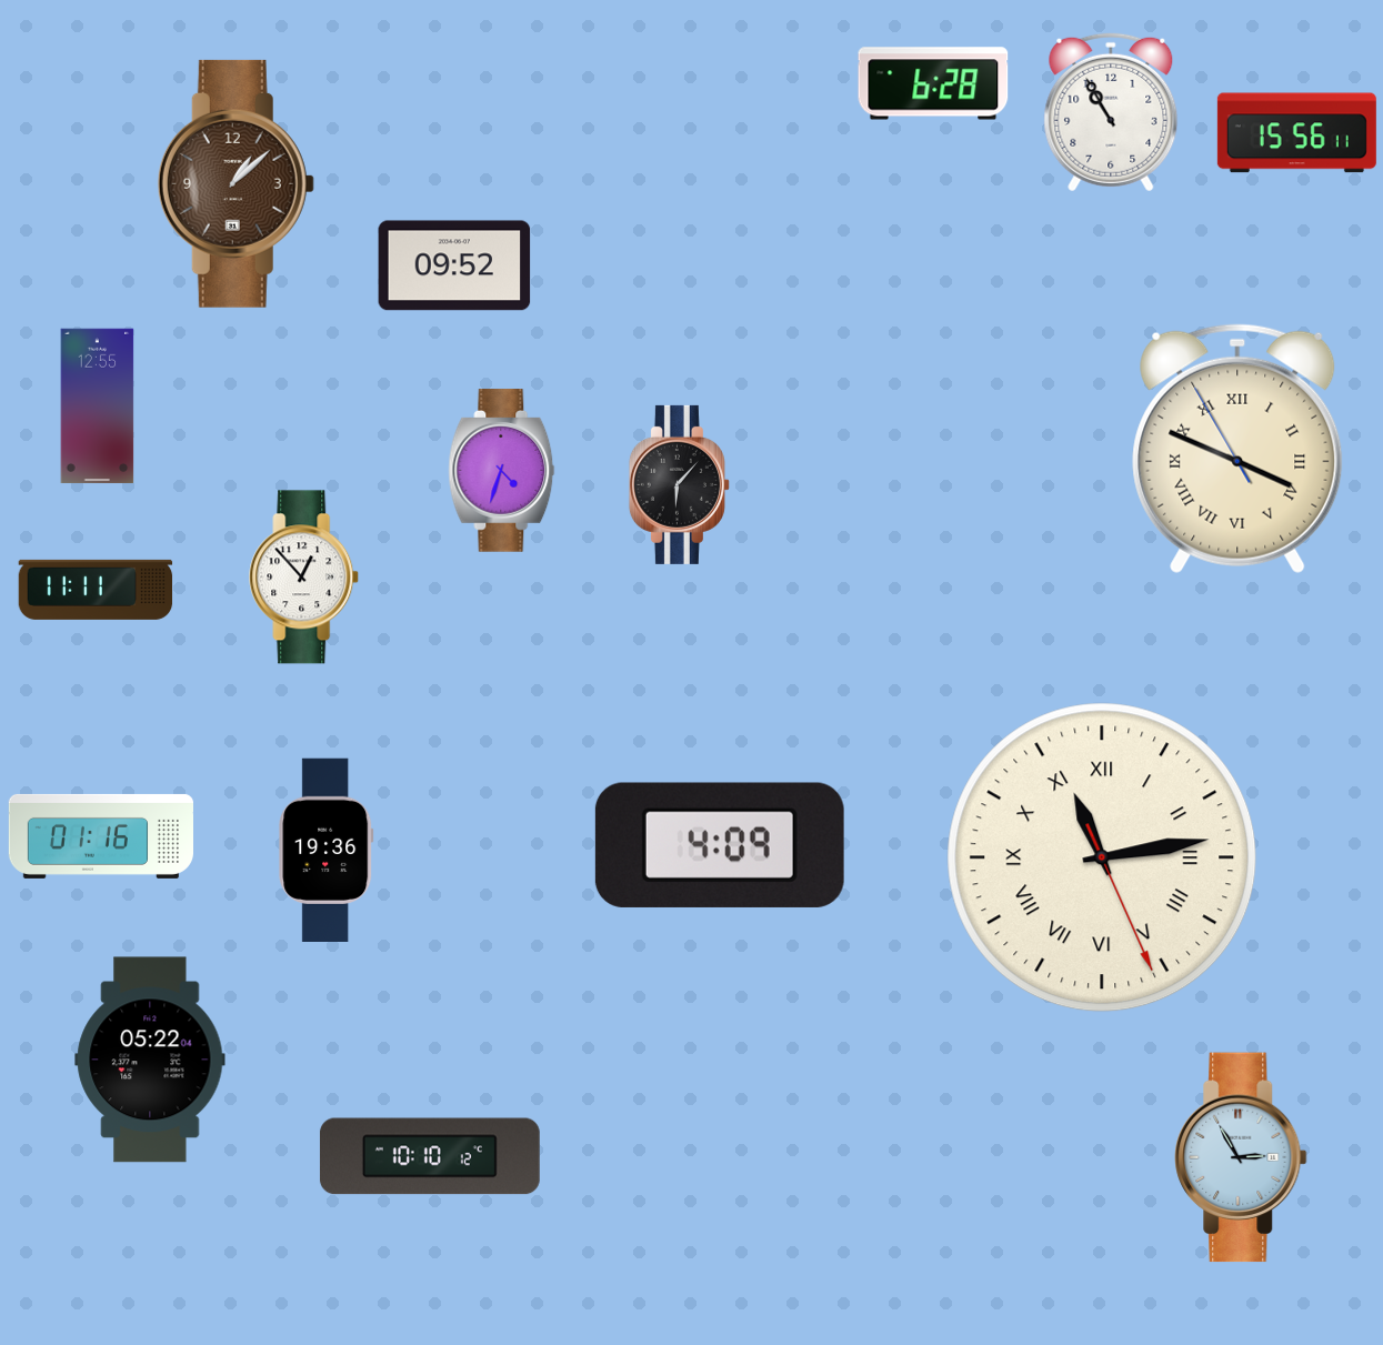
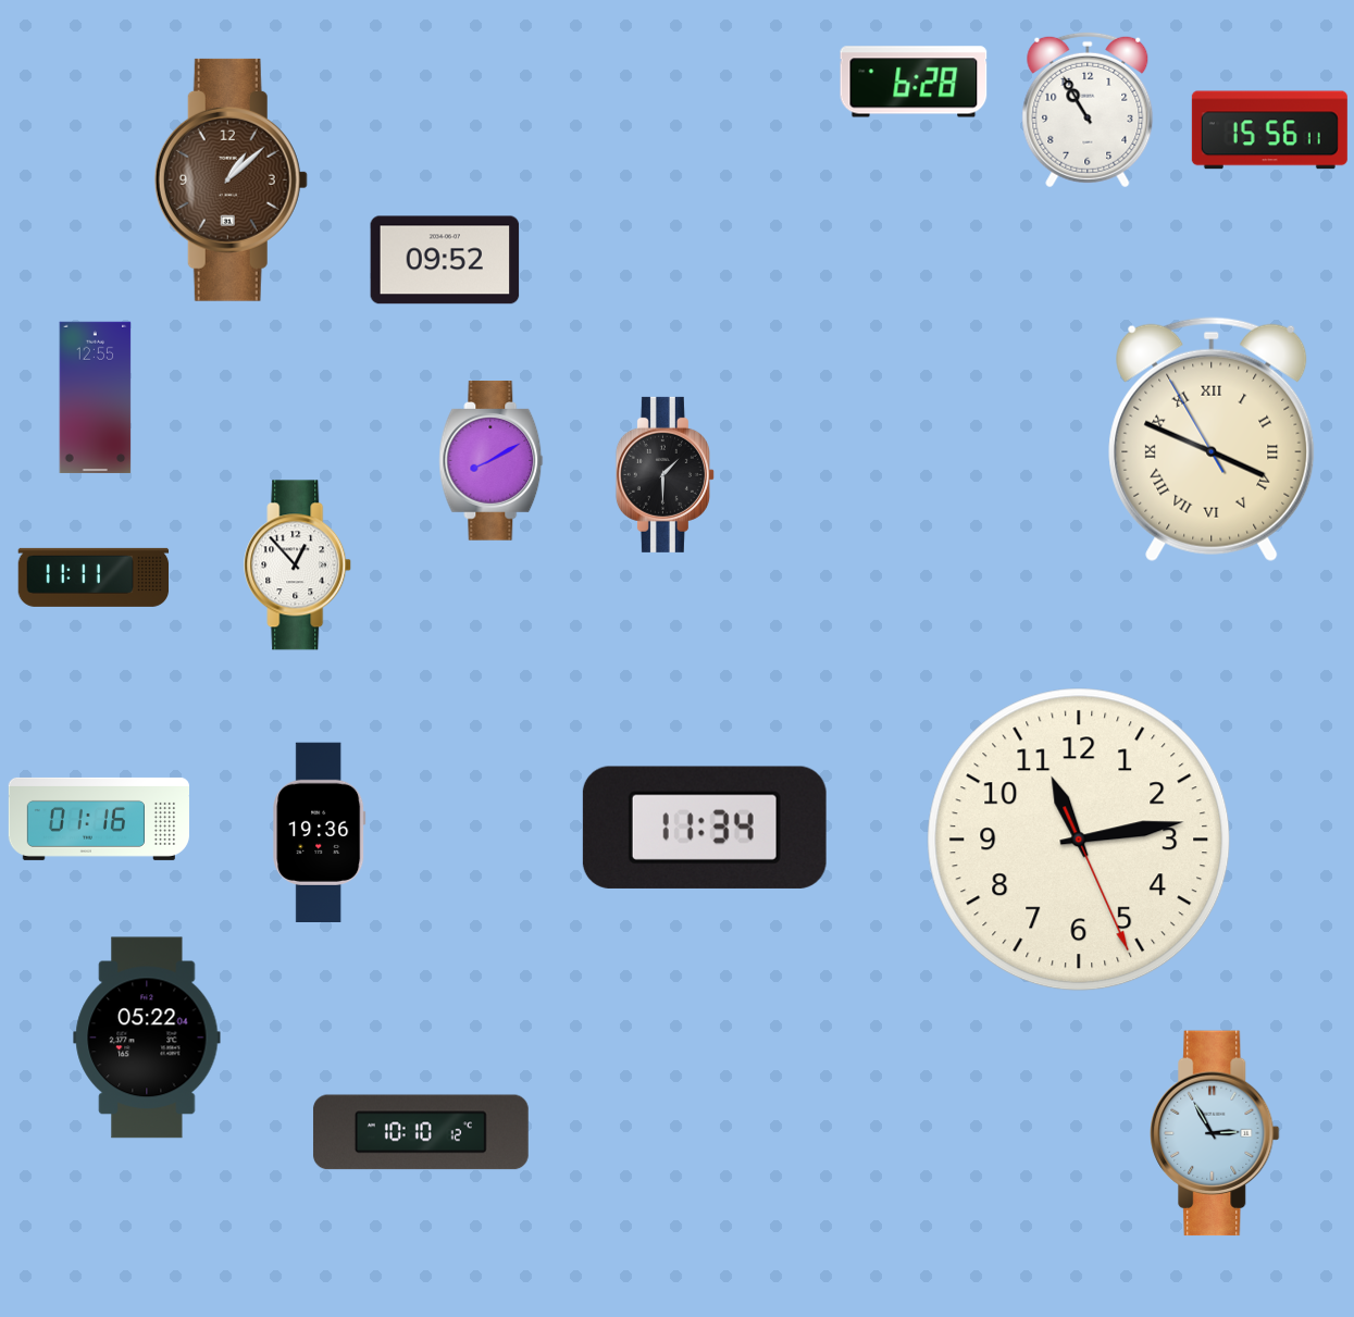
clock at (502, 471): 4:33 -> 8:10
clock at (679, 484): 6:07 -> 1:30
clock at (720, 845): 4:09 -> 11:34
clock at (1102, 857) numerals: Roman -> Arabic
